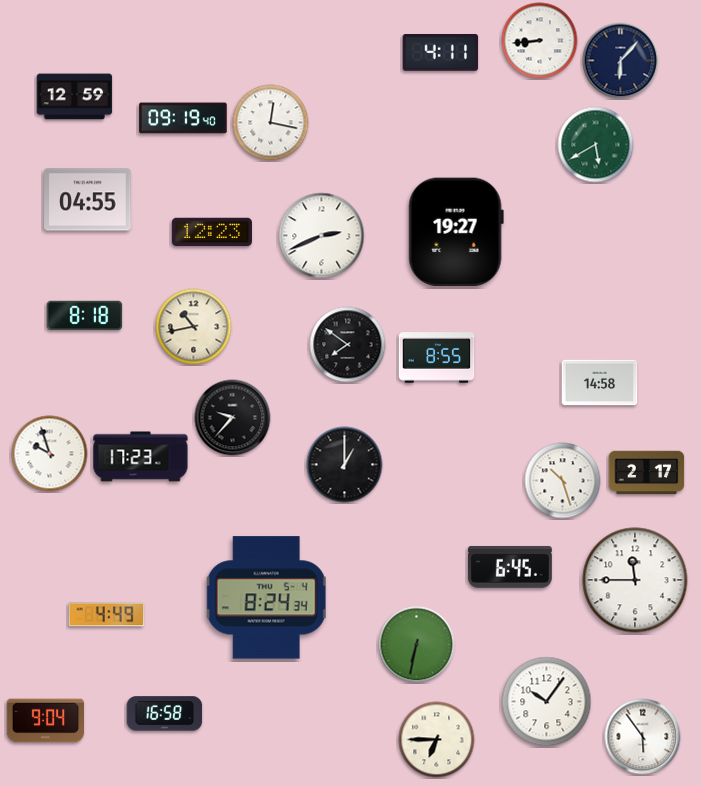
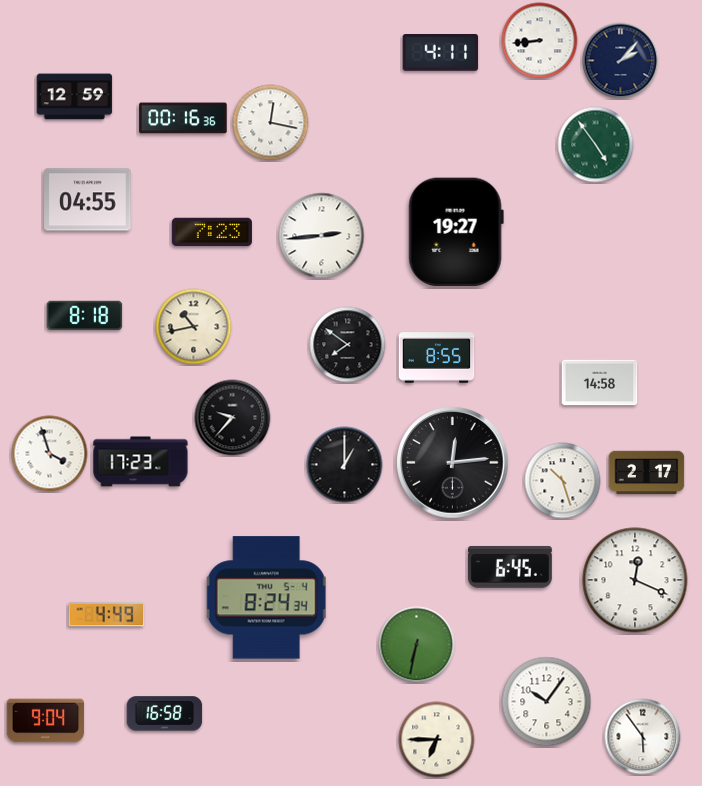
clock at (621, 61): 6:07 -> 2:07
clock at (183, 118): 09:19 -> 00:16
clock at (596, 145): 5:40 -> 4:54
clock at (212, 232): 12:23 -> 7:23
clock at (322, 236): 2:41 -> 2:44
clock at (50, 454): 9:57 -> 3:57
clock at (141, 457) position: (141, 457) -> (141, 462)
clock at (453, 463): none -> 12:14
clock at (635, 580): 11:45 -> 12:19
